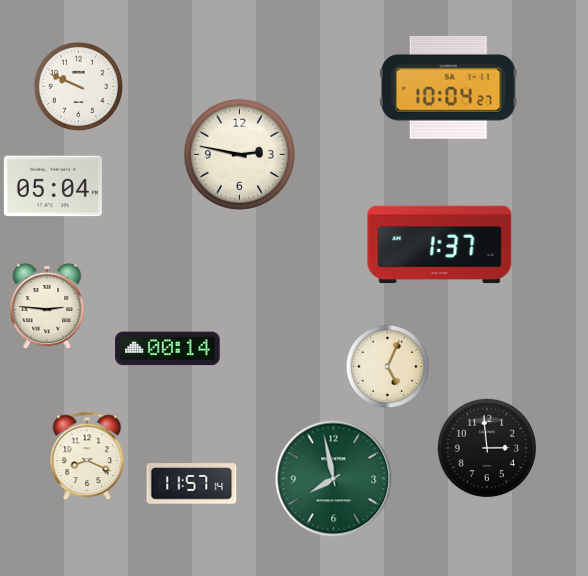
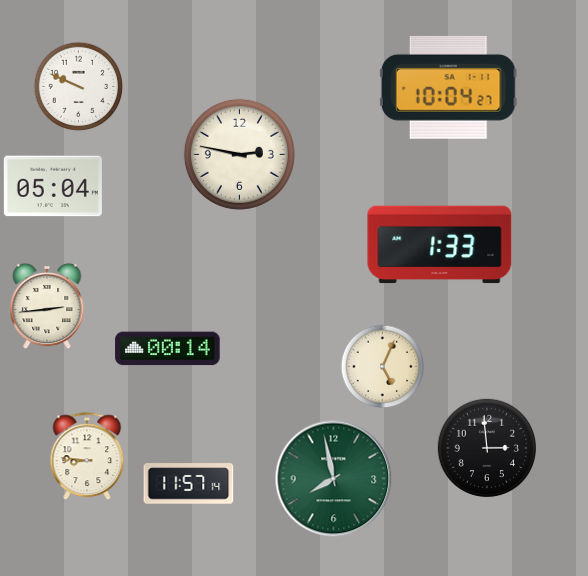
clock at (440, 245): 1:37 -> 1:33
clock at (47, 306): 2:46 -> 2:44
clock at (388, 367) position: (388, 367) -> (383, 367)
clock at (87, 457): 8:19 -> 8:46
clock at (192, 484) position: (192, 484) -> (189, 484)
